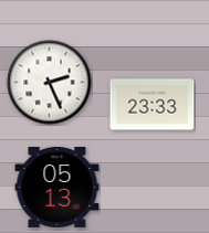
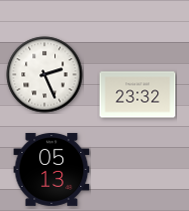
clock at (153, 105): 23:33 -> 23:32
